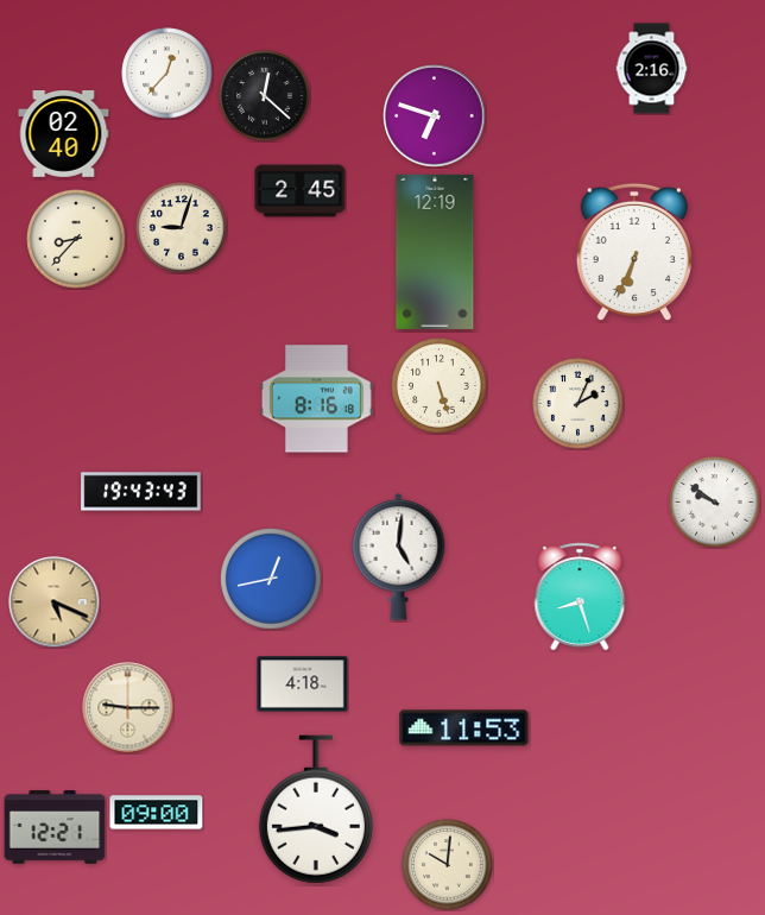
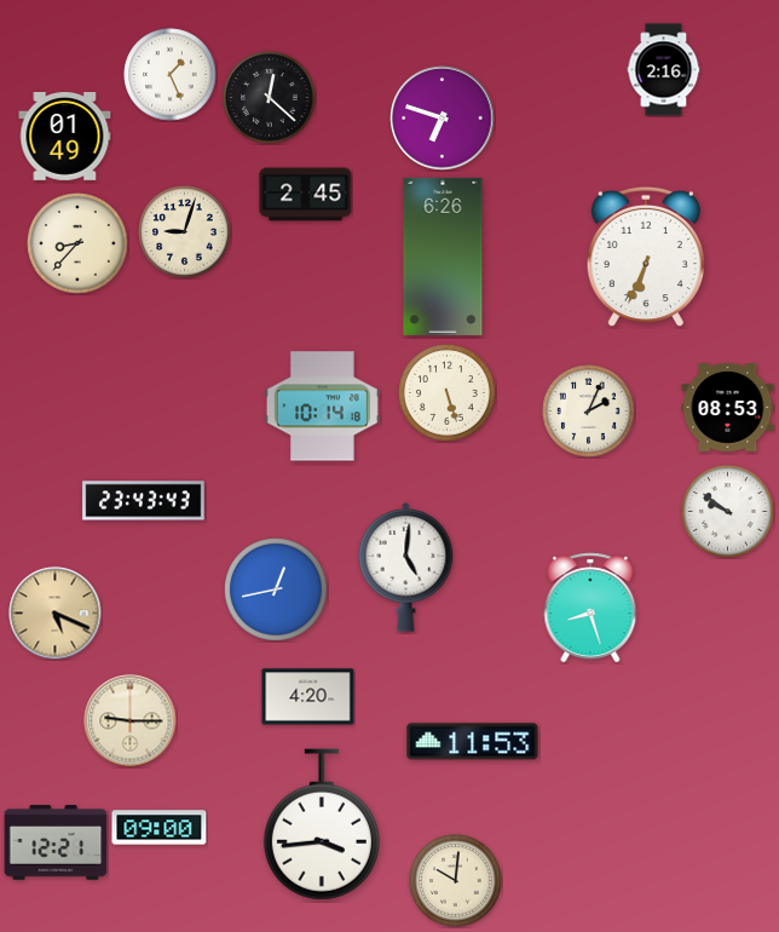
clock at (167, 74): 12:37 -> 1:26
clock at (64, 134): 02:40 -> 01:49
clock at (435, 252): 12:19 -> 6:26
clock at (316, 399): 8:16 -> 10:14
clock at (728, 407): none -> 08:53
clock at (141, 492): 19:43 -> 23:43
clock at (303, 684): 4:18 -> 4:20
